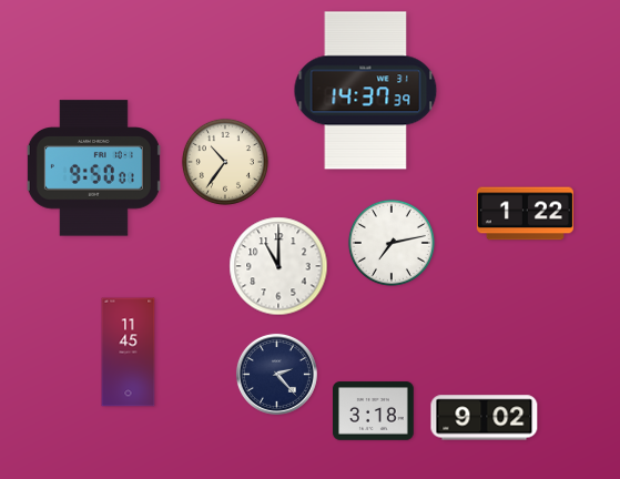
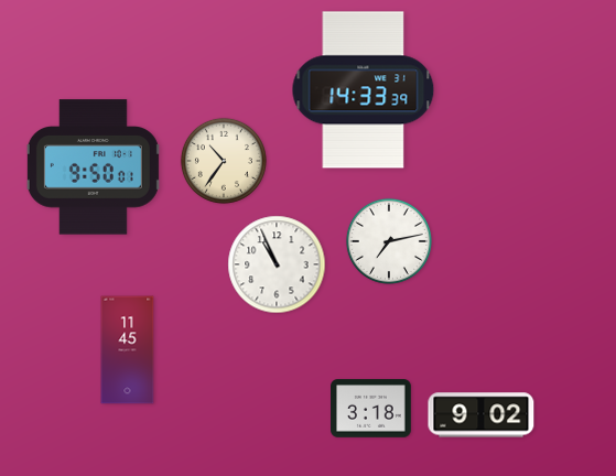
clock at (366, 91): 14:37 -> 14:33
clock at (525, 214): 1:22 -> none
clock at (278, 266): 11:00 -> 10:56
clock at (276, 374): 2:23 -> none
